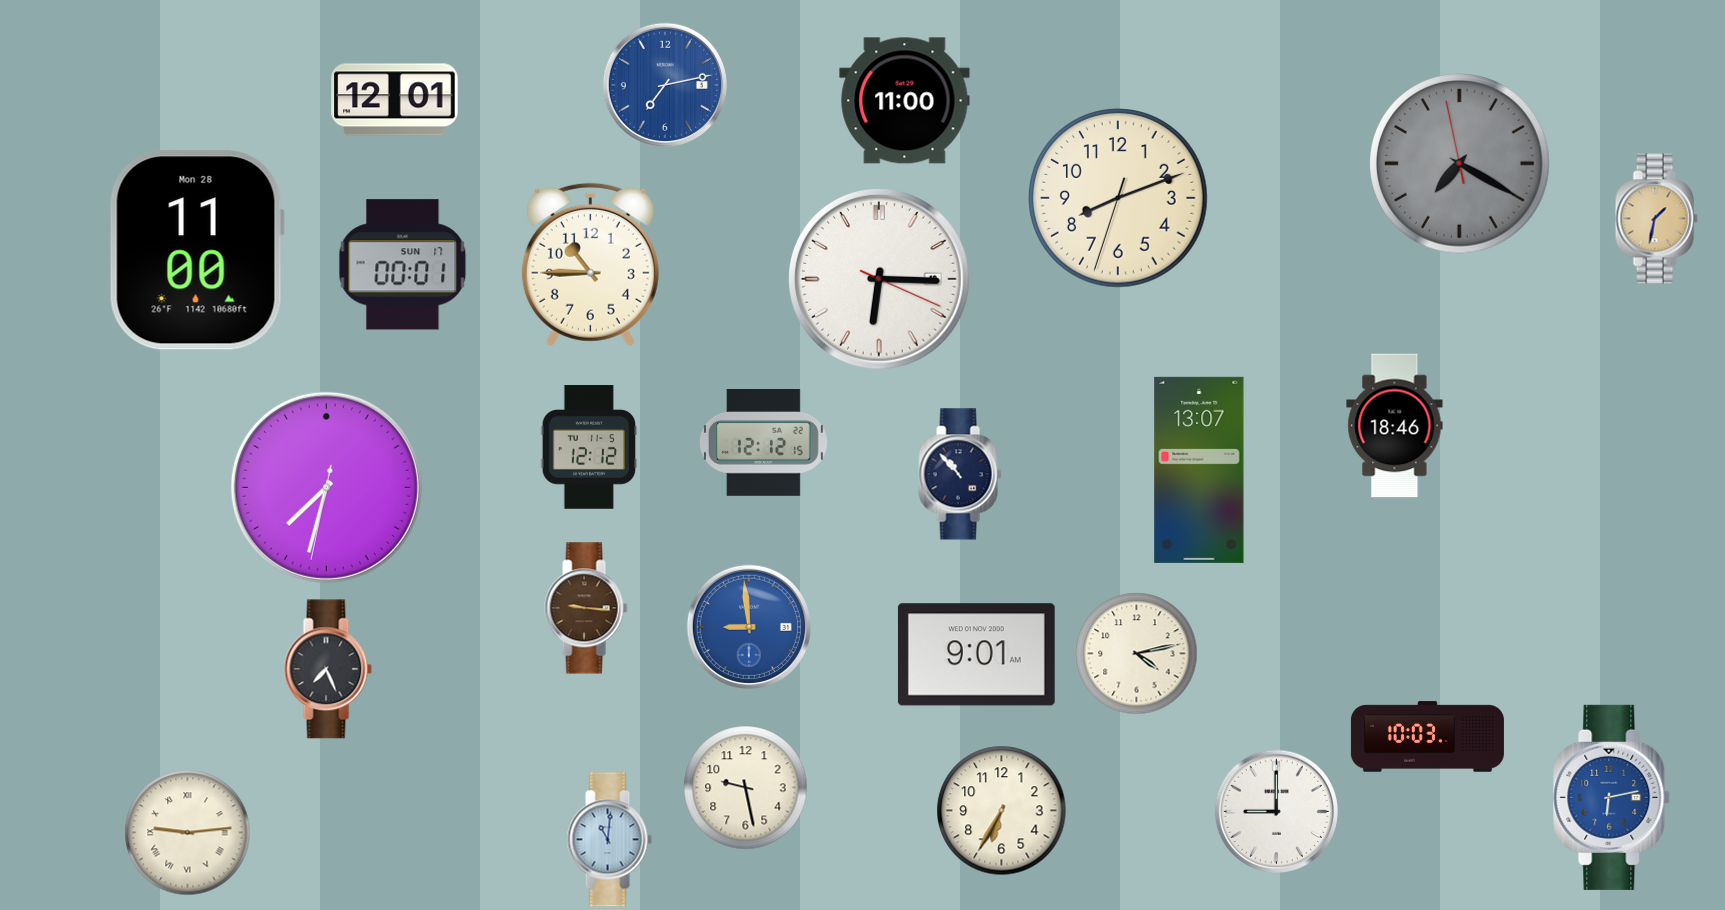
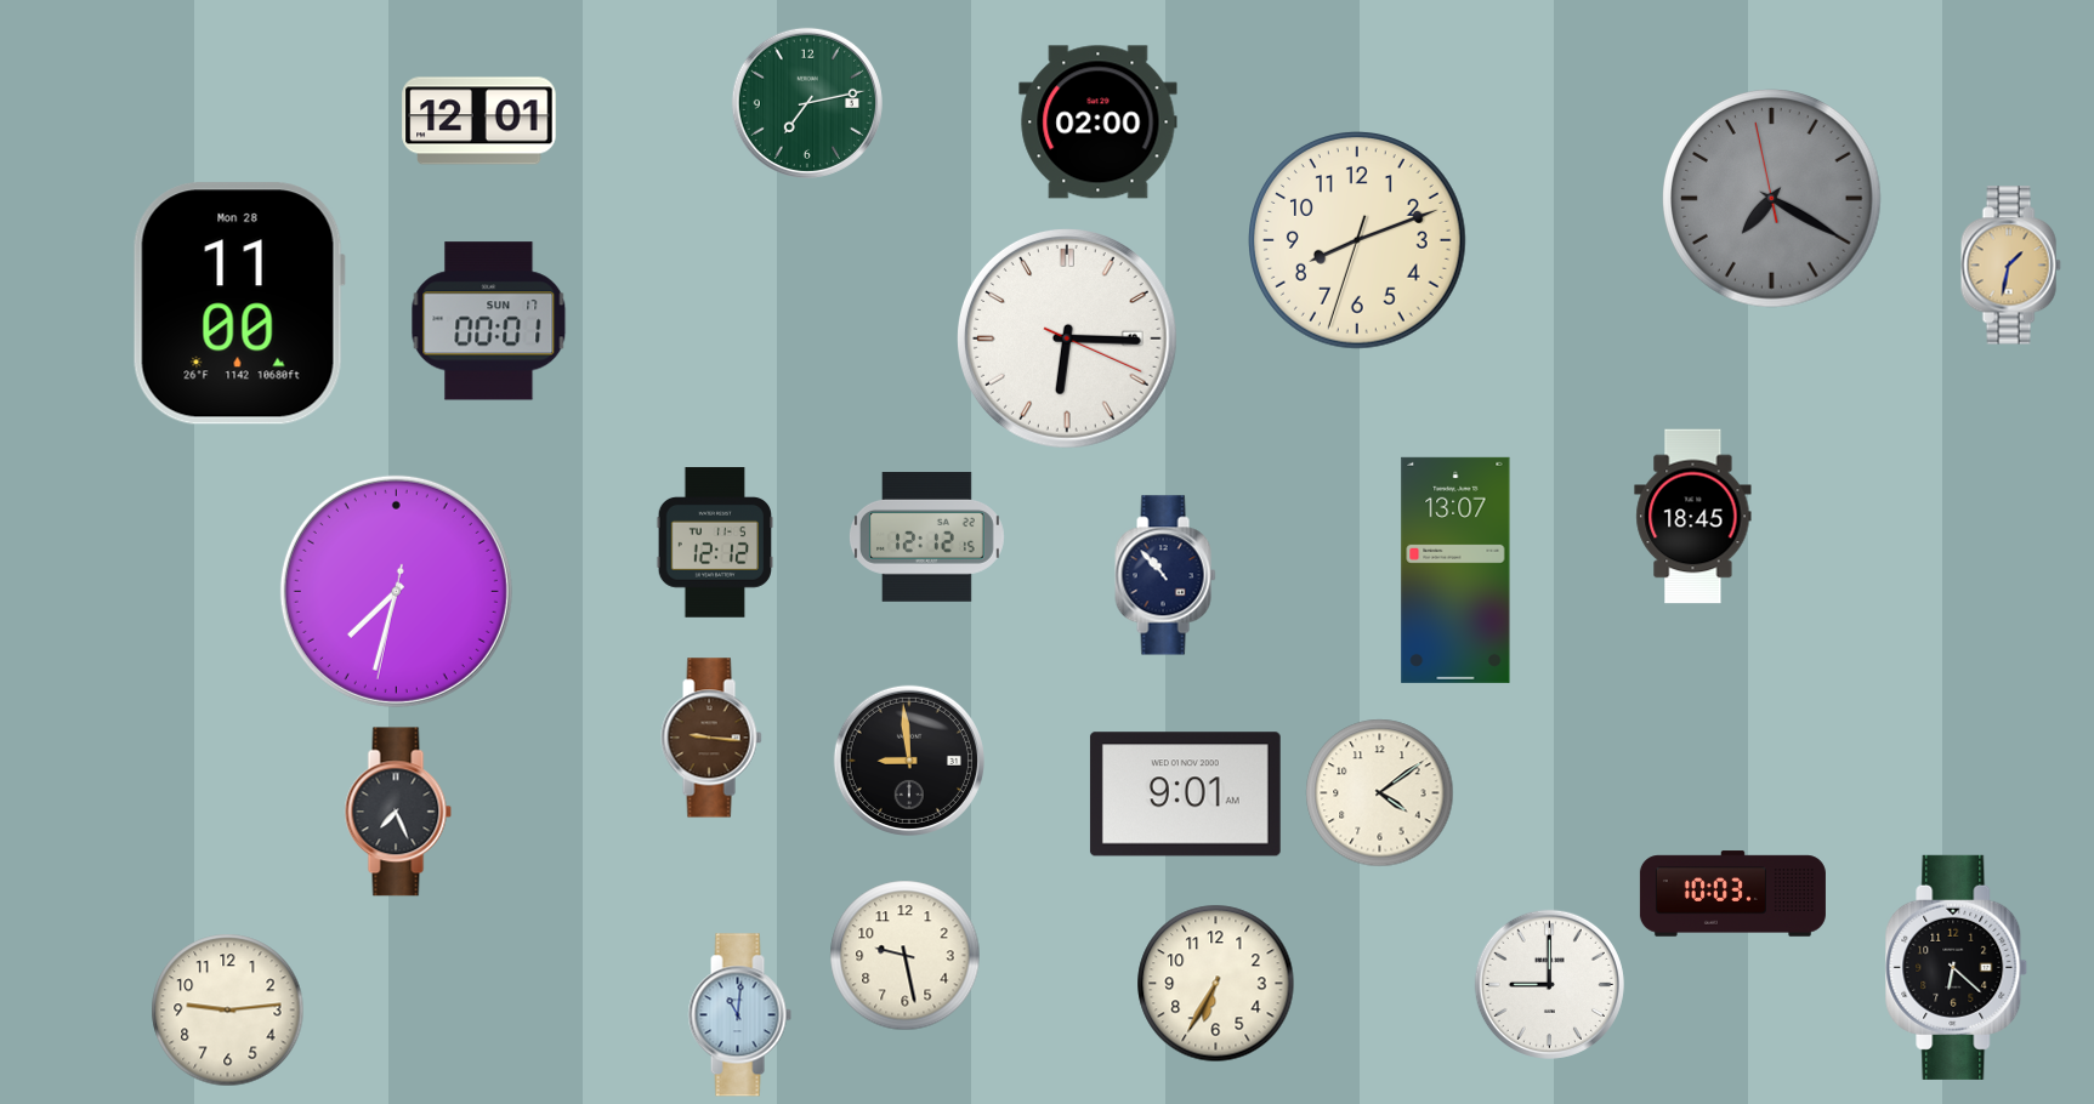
clock at (665, 85) dial: blue -> green
clock at (905, 101): 11:00 -> 02:00
clock at (590, 264): 10:45 -> none
clock at (1395, 426): 18:46 -> 18:45
clock at (749, 627) dial: blue -> black
clock at (1137, 654): 4:13 -> 4:09
clock at (1612, 797): 6:13 -> 6:22
clock at (1612, 797) dial: blue -> black
clock at (188, 833) numerals: Roman -> Arabic
clock at (609, 840) position: (609, 840) -> (739, 1015)
